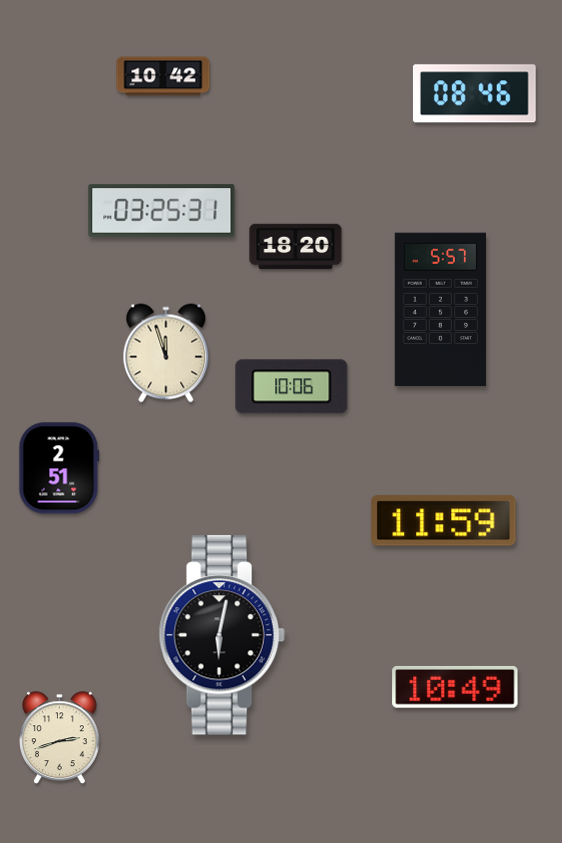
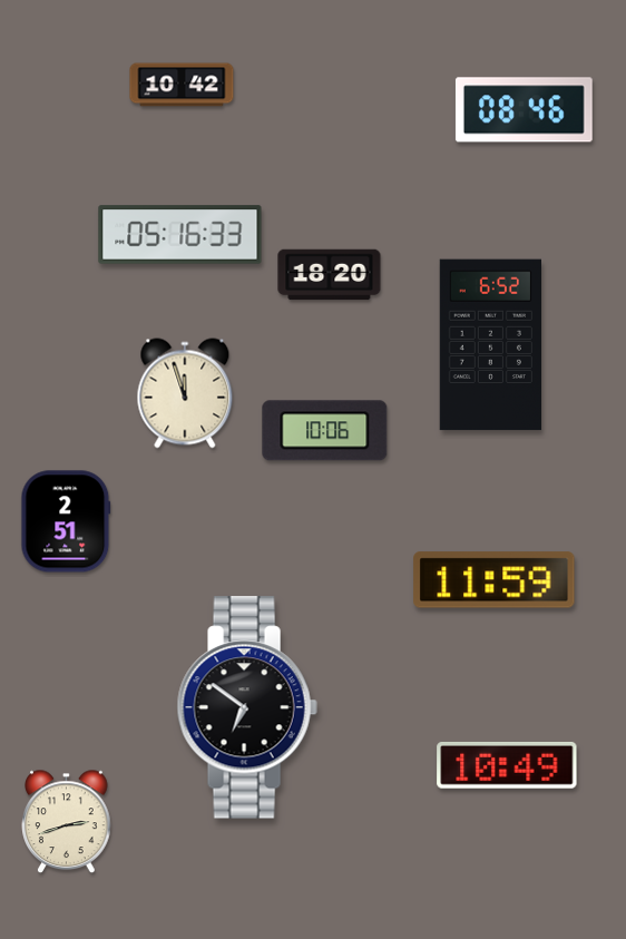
clock at (474, 94) position: (474, 94) -> (524, 110)
clock at (162, 211): 03:25 -> 05:16
clock at (440, 310): 5:57 -> 6:52
clock at (222, 635): 6:02 -> 6:51
